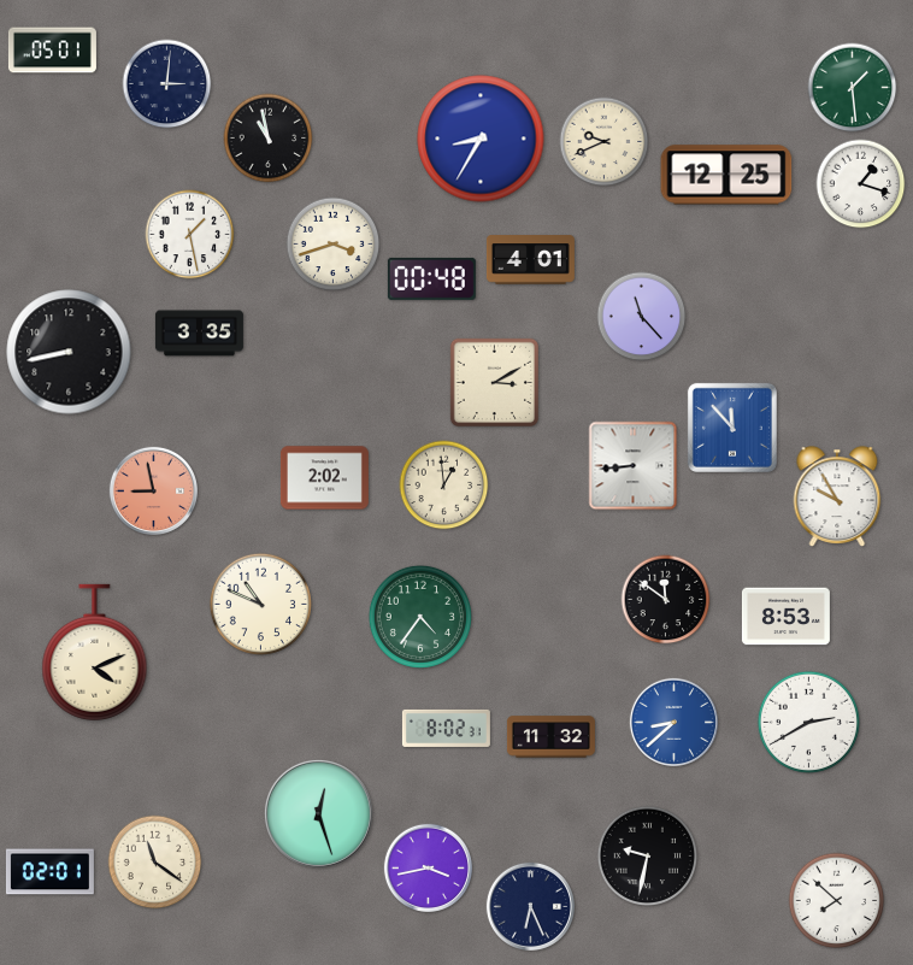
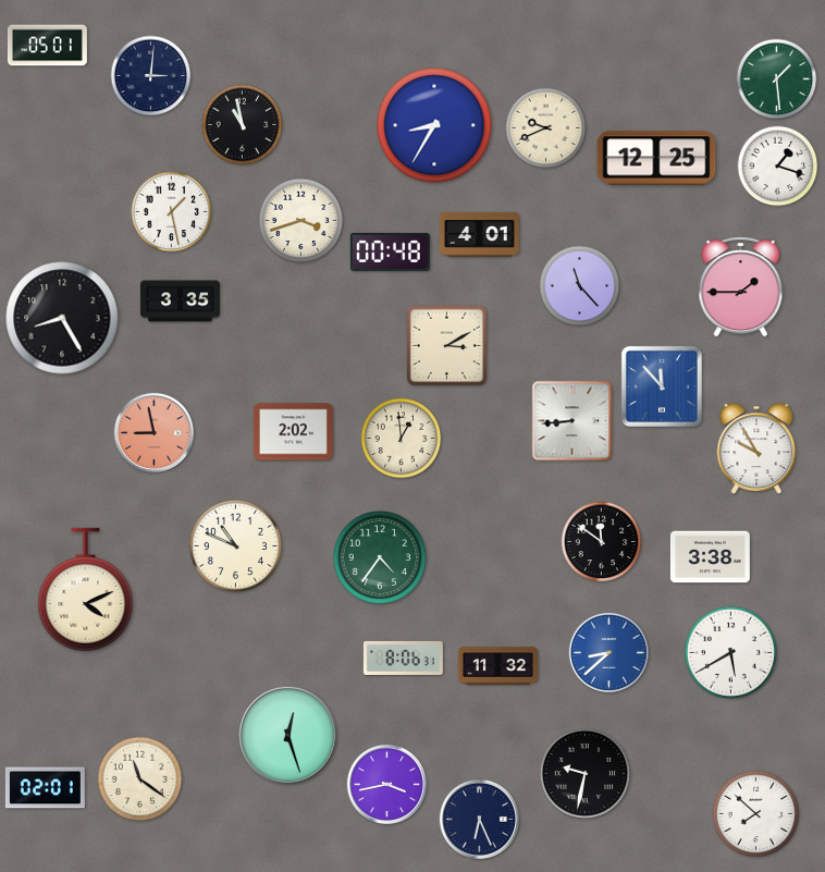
clock at (853, 88) position: (853, 88) -> (777, 79)
clock at (741, 287): none -> 1:45
clock at (69, 352): 8:43 -> 8:25
clock at (153, 490) position: (153, 490) -> (153, 432)
clock at (785, 617): 8:53 -> 3:38
clock at (808, 722): 2:40 -> 5:40
clock at (446, 728): 8:02 -> 8:06
